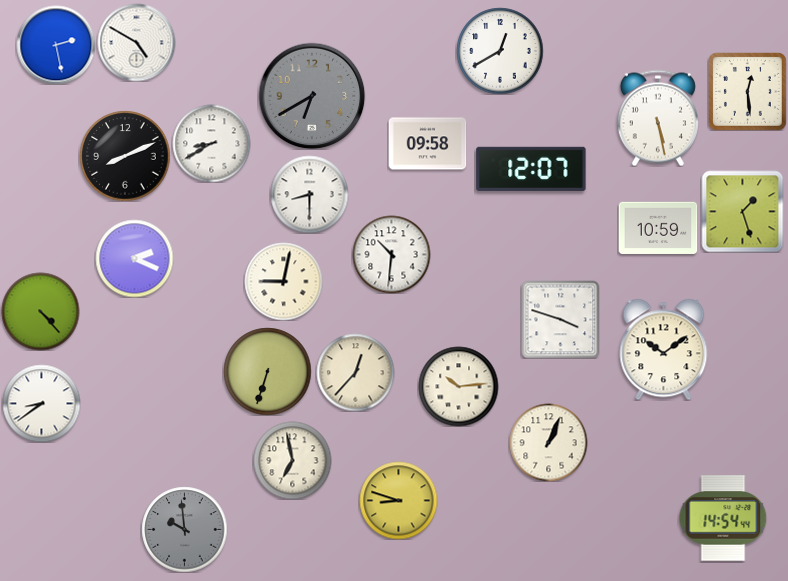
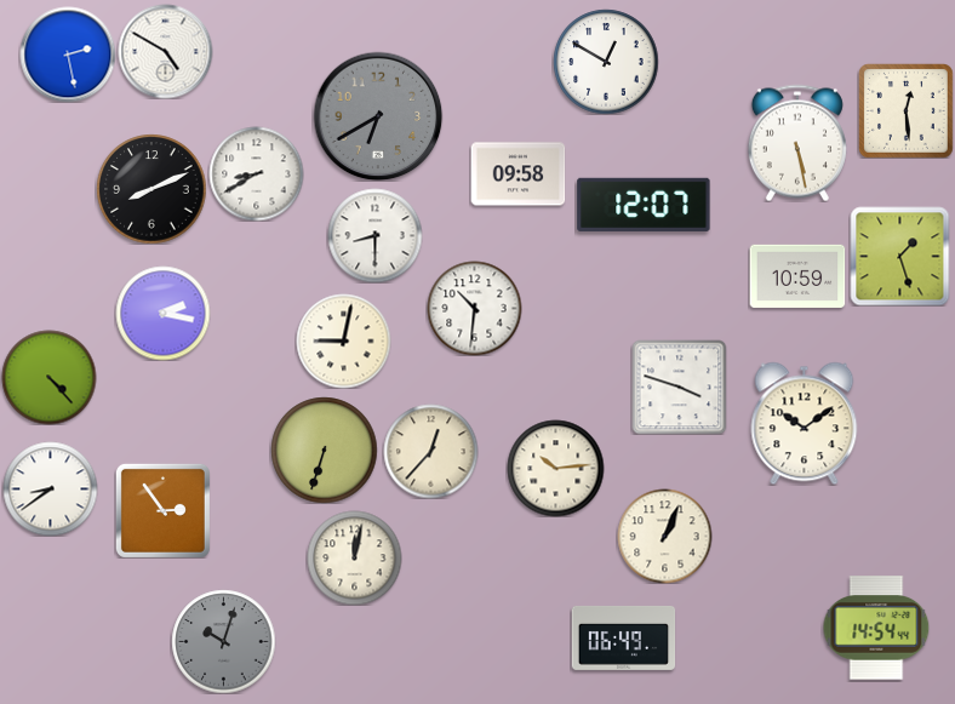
clock at (500, 51): 12:40 -> 12:50
clock at (134, 258): 2:19 -> 2:17
clock at (162, 510): none -> 2:54
clock at (292, 460): 6:58 -> 12:02
clock at (398, 500): 8:48 -> none
clock at (623, 637): none -> 06:49
clock at (184, 529): 9:59 -> 10:03
